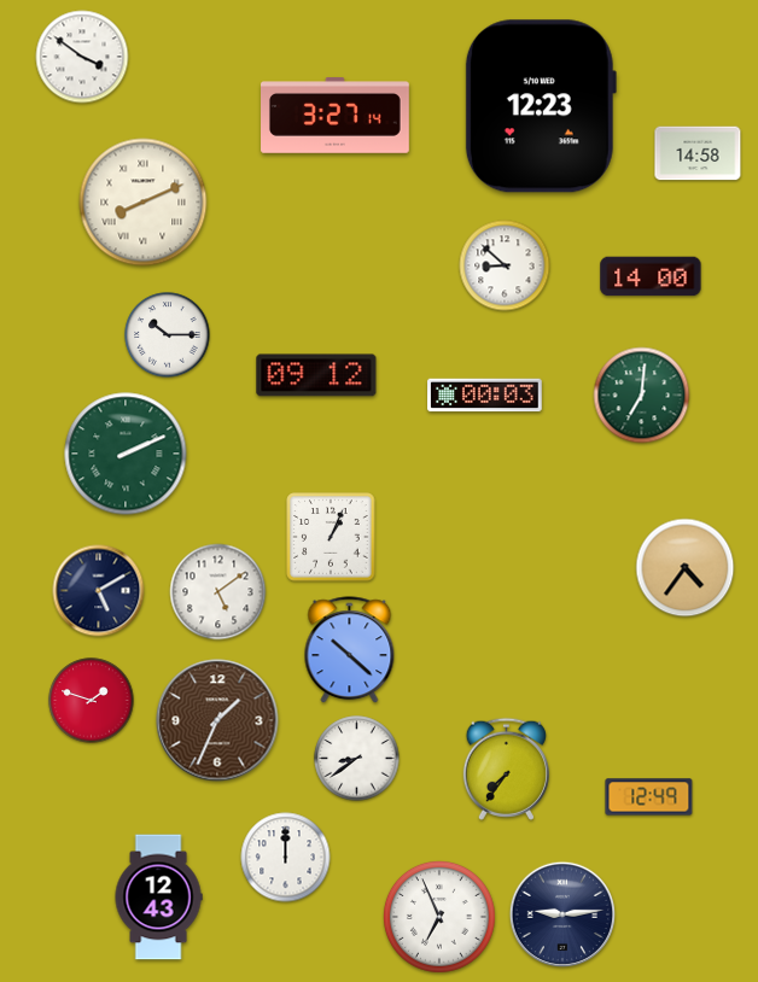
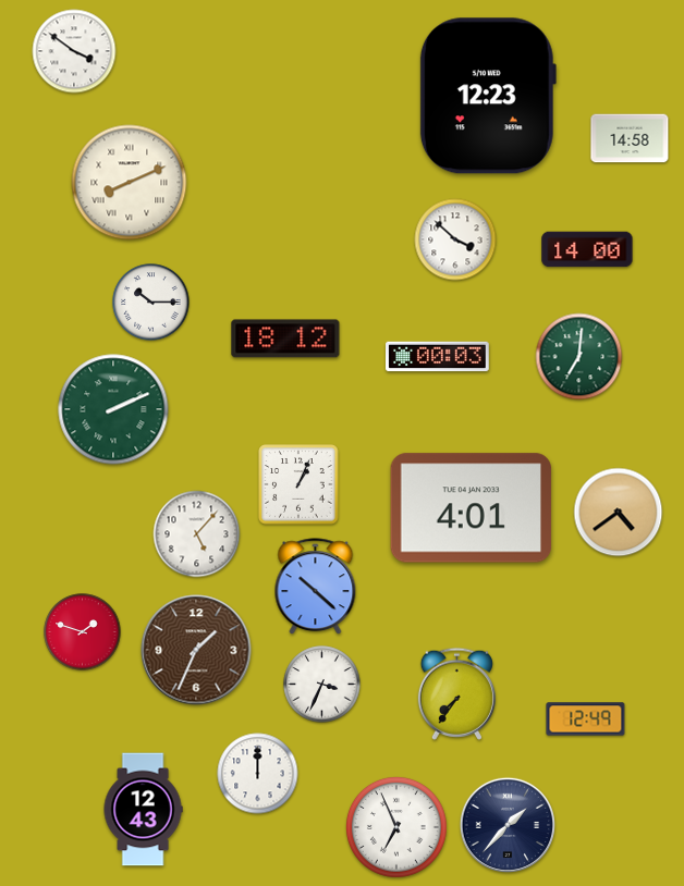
clock at (336, 116): 3:27 -> none
clock at (505, 265): 8:52 -> 3:52
clock at (316, 375): 09:12 -> 18:12
clock at (472, 508): none -> 4:01
clock at (686, 568): 4:36 -> 4:39
clock at (99, 591): 5:10 -> none
clock at (218, 592): 5:09 -> 5:07
clock at (357, 759): 8:39 -> 3:34
clock at (561, 913): 9:14 -> 1:37
